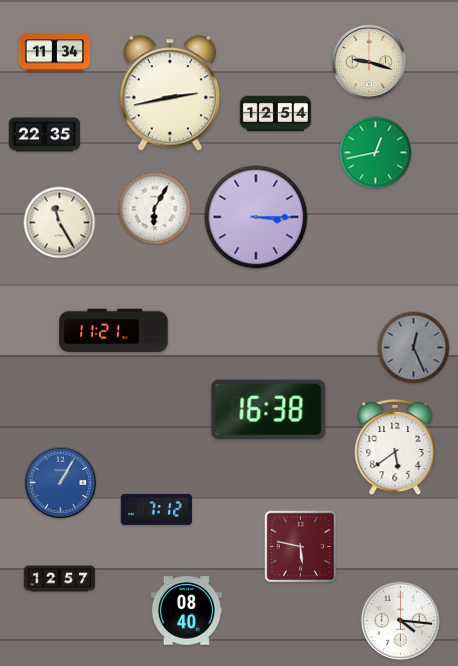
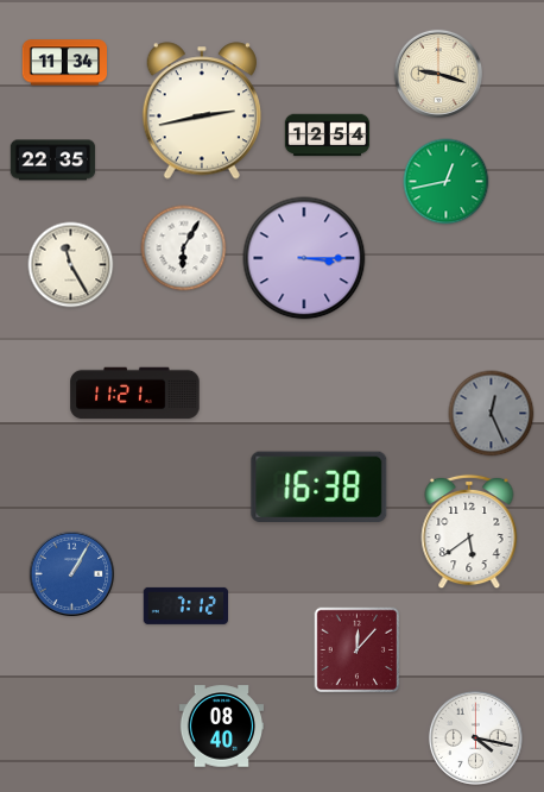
clock at (301, 547): 5:47 -> 12:07
clock at (60, 579): 12:57 -> none
clock at (400, 620): 4:16 -> 4:17
